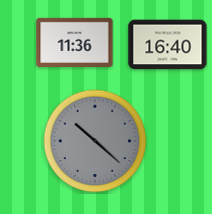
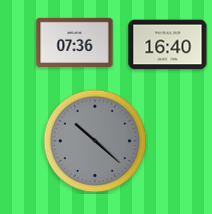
clock at (75, 42): 11:36 -> 07:36
